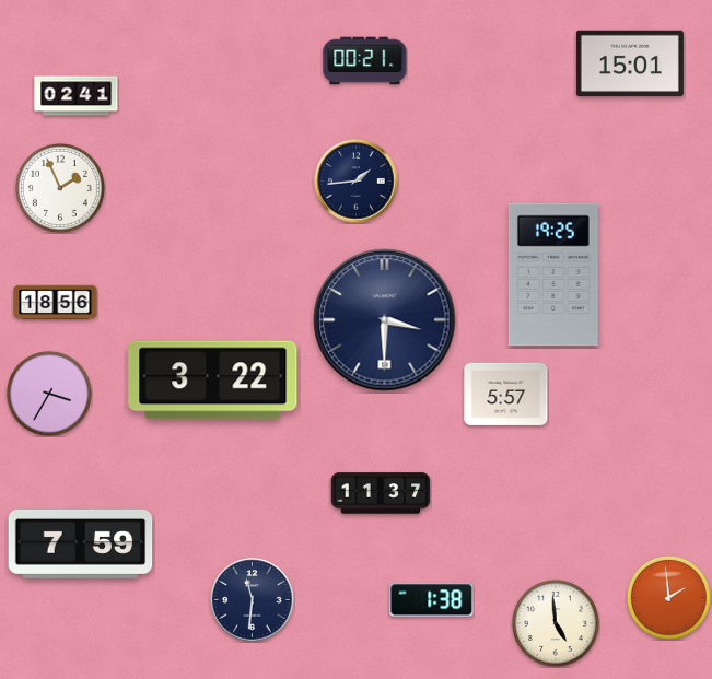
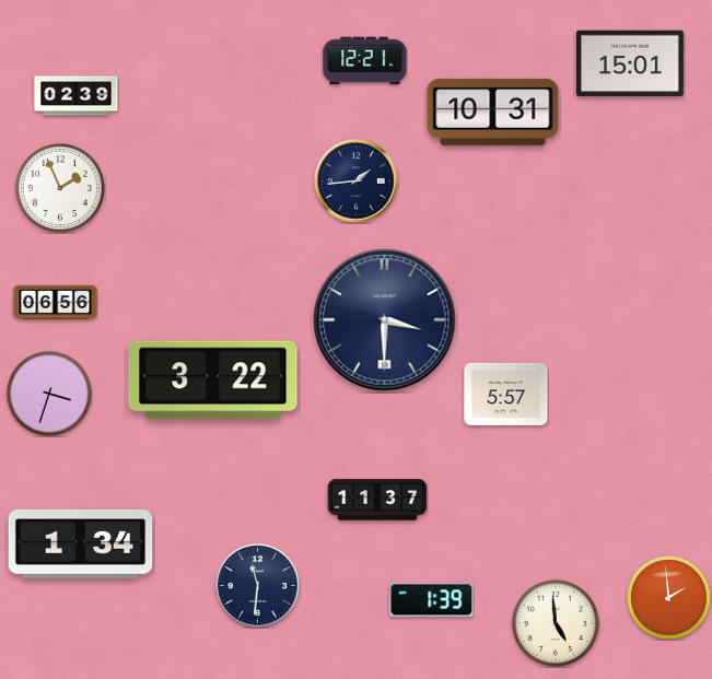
clock at (365, 61): 00:21 -> 12:21
clock at (77, 96): 02:41 -> 02:39
clock at (493, 112): none -> 10:31
clock at (553, 274): 19:25 -> none
clock at (56, 303): 18:56 -> 06:56
clock at (49, 394): 3:35 -> 3:33
clock at (381, 493) position: (381, 493) -> (377, 500)
clock at (81, 543): 7:59 -> 1:34
clock at (253, 600) position: (253, 600) -> (258, 586)
clock at (432, 600): 1:38 -> 1:39
